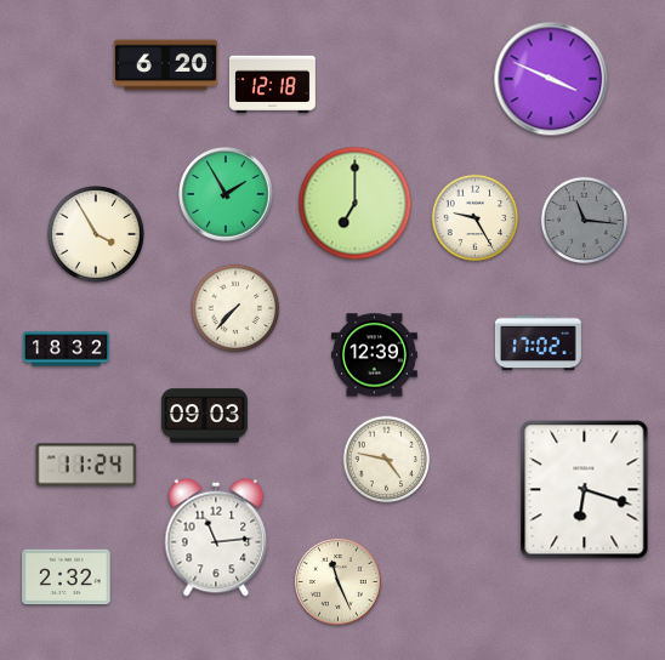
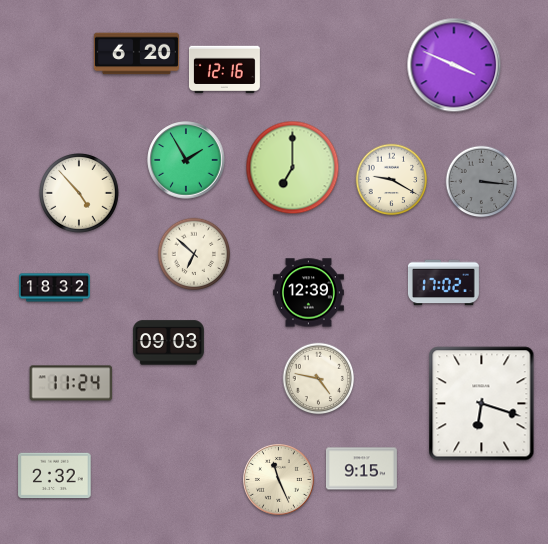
clock at (272, 85): 12:18 -> 12:16
clock at (476, 218): 9:25 -> 9:20
clock at (585, 221): 11:16 -> 3:16
clock at (96, 234): 3:55 -> 4:53
clock at (235, 308): 7:37 -> 6:52
clock at (216, 537): 11:14 -> none
clock at (361, 469): none -> 9:15
